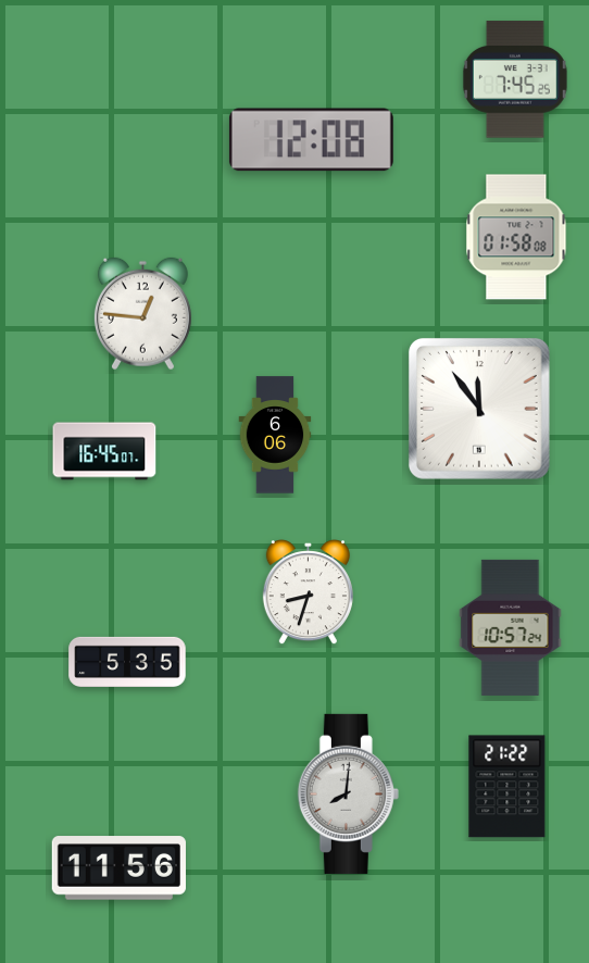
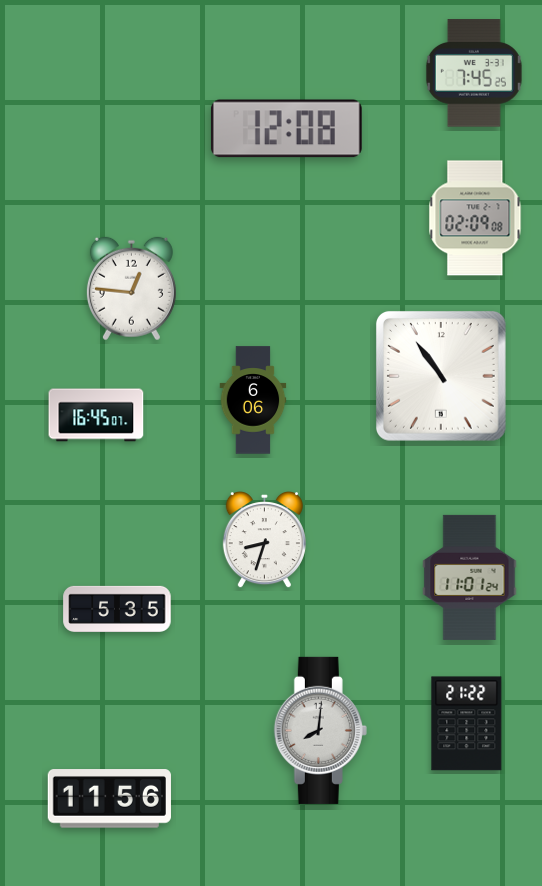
clock at (516, 237): 01:58 -> 02:09
clock at (479, 409): 11:54 -> 10:54
clock at (308, 593) position: (308, 593) -> (264, 541)
clock at (511, 627): 10:57 -> 11:01
